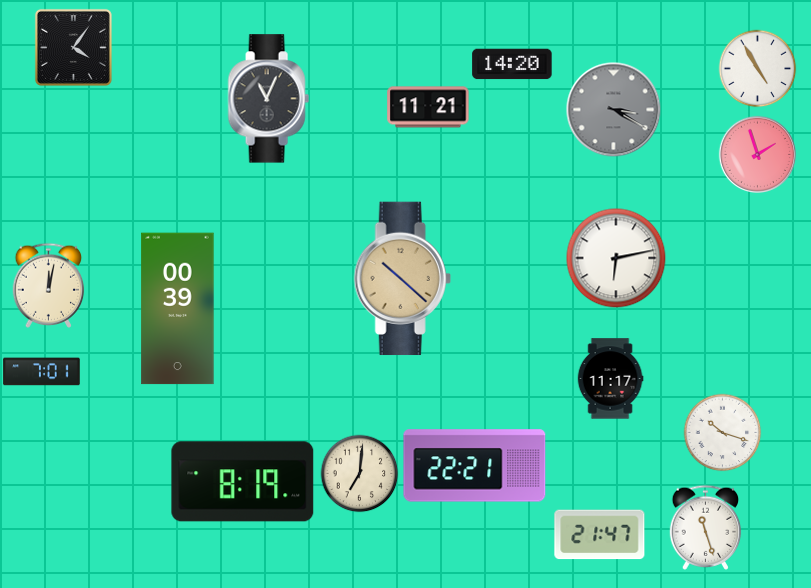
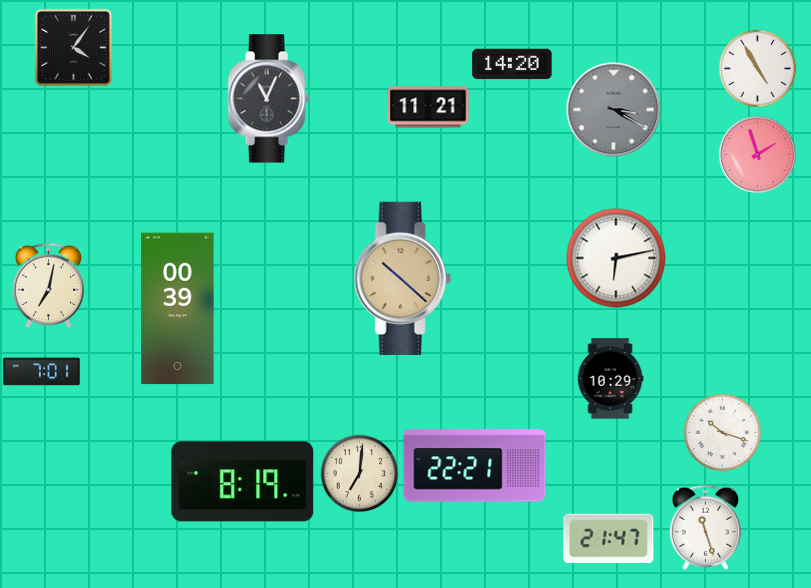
clock at (49, 285): 12:02 -> 7:02
clock at (610, 379): 11:17 -> 10:29
clock at (600, 535) position: (600, 535) -> (609, 539)
